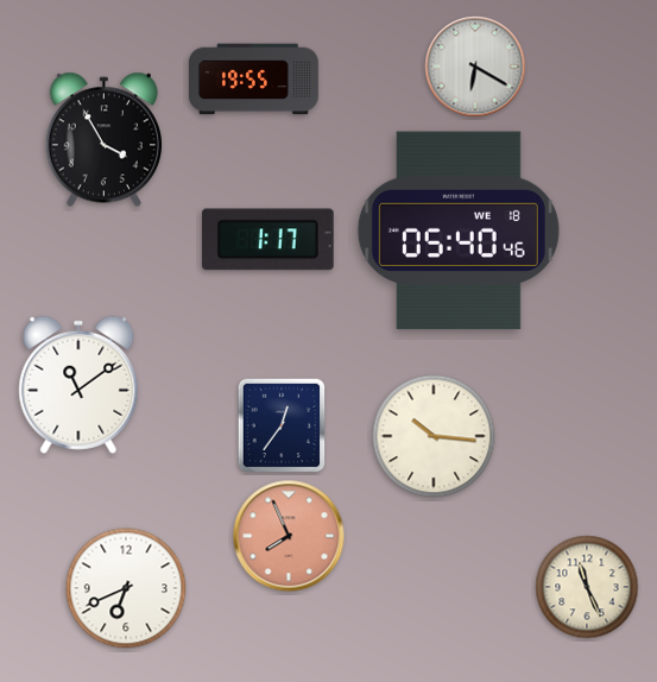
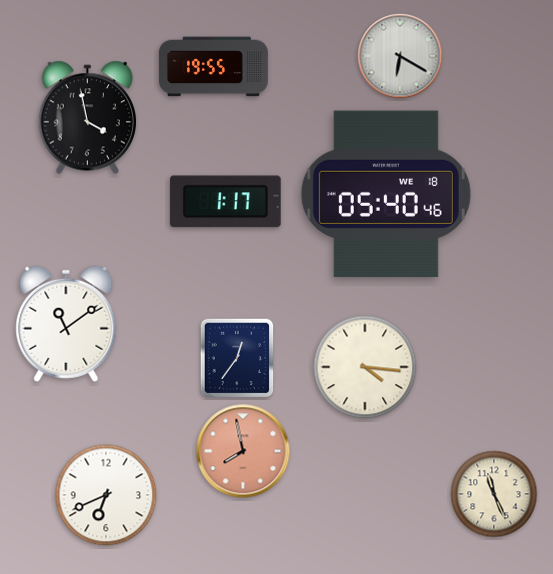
clock at (103, 140): 3:55 -> 3:58
clock at (434, 436): 10:16 -> 4:16
clock at (289, 536): 7:56 -> 7:58
